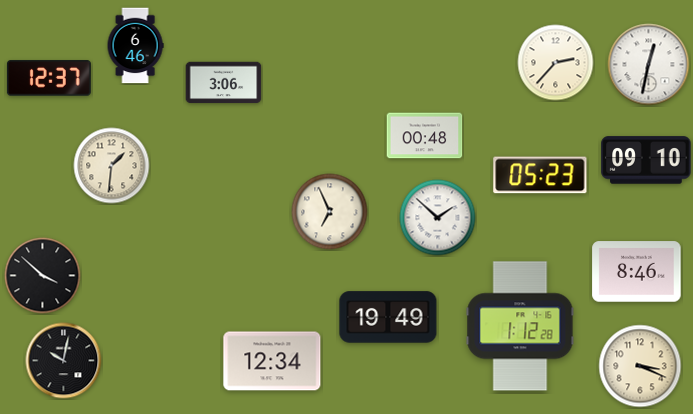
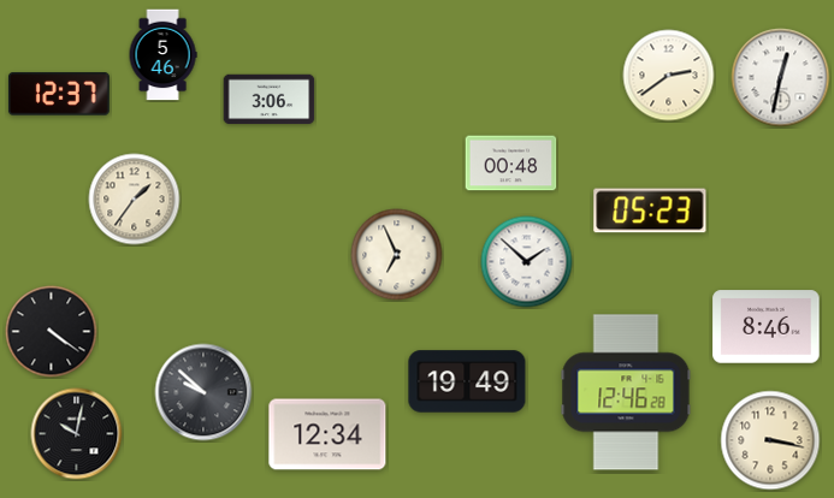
clock at (135, 46): 6:46 -> 5:46
clock at (556, 63): 2:37 -> 2:39
clock at (646, 160): 09:10 -> none
clock at (112, 166): 1:31 -> 1:36
clock at (43, 276): 3:52 -> 4:21
clock at (203, 392): none -> 9:52
clock at (520, 326): 1:12 -> 12:46
clock at (640, 366): 3:19 -> 3:17
